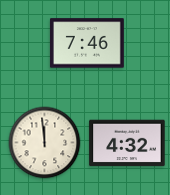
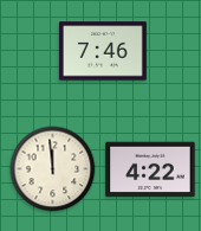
clock at (127, 143): 4:32 -> 4:22
